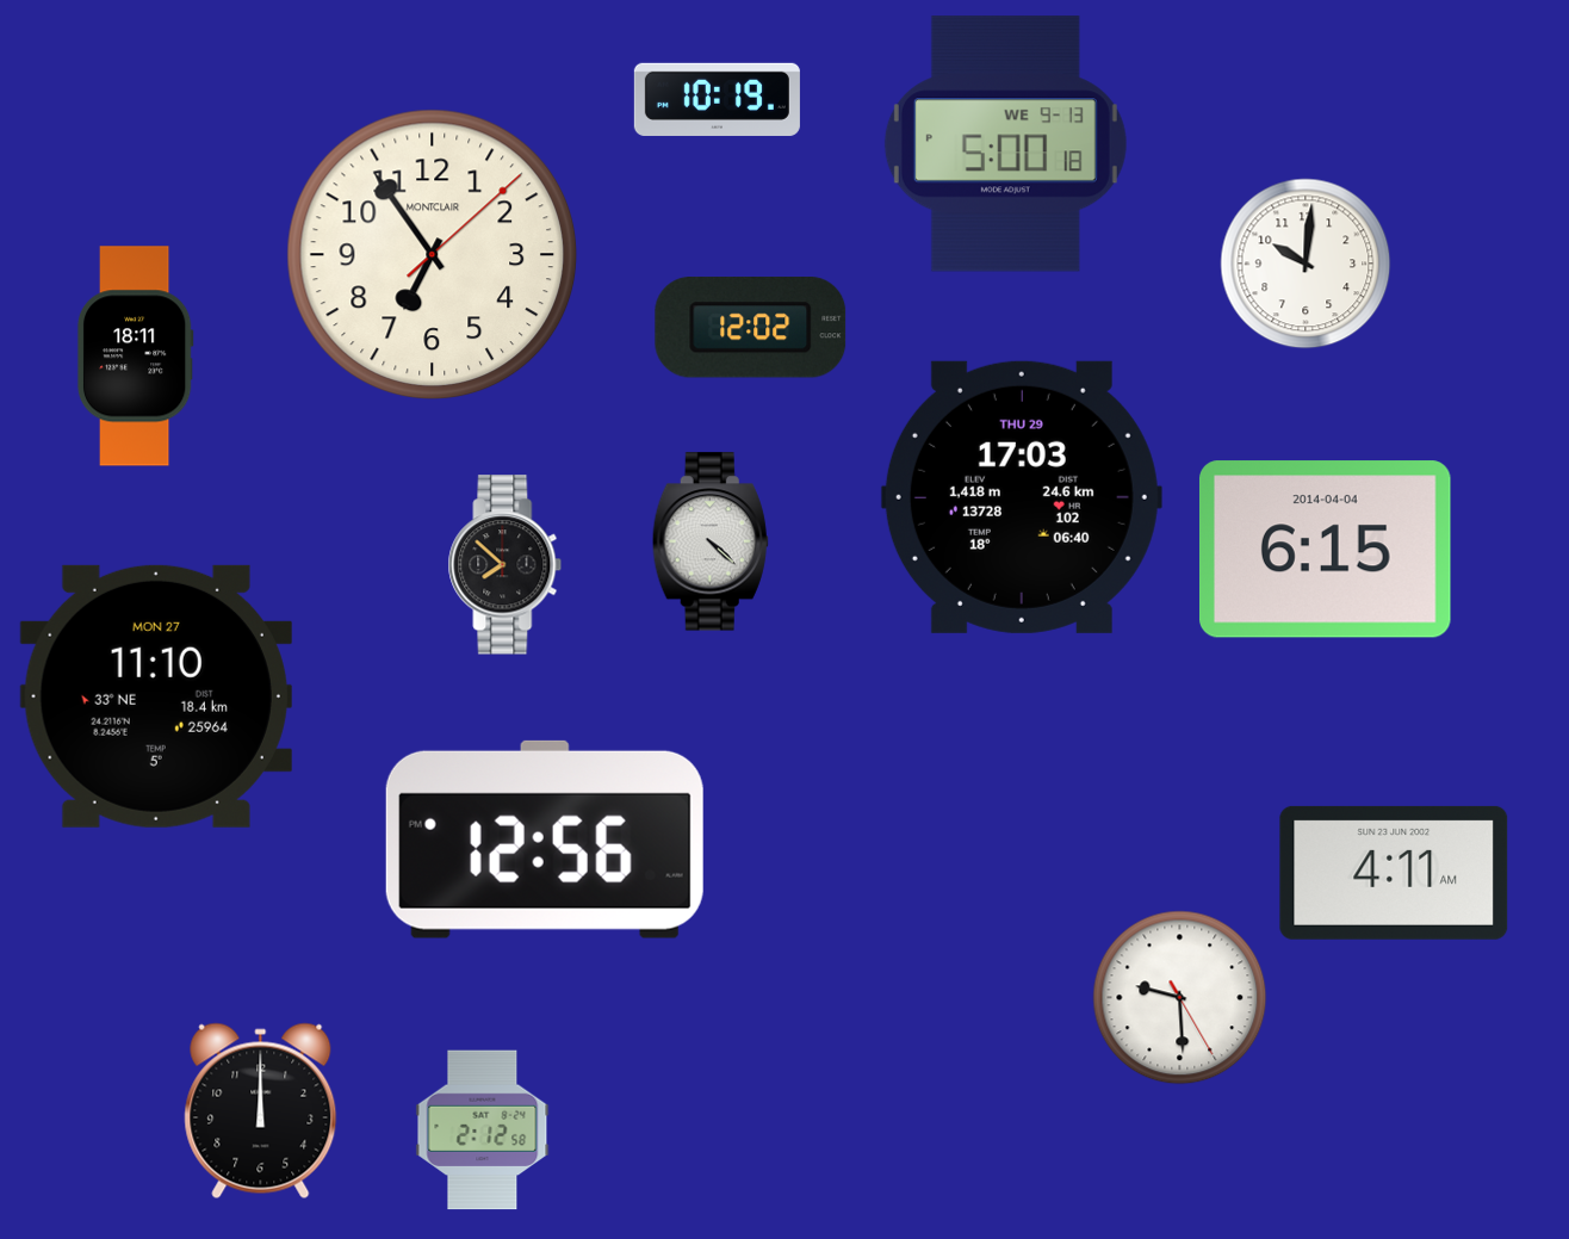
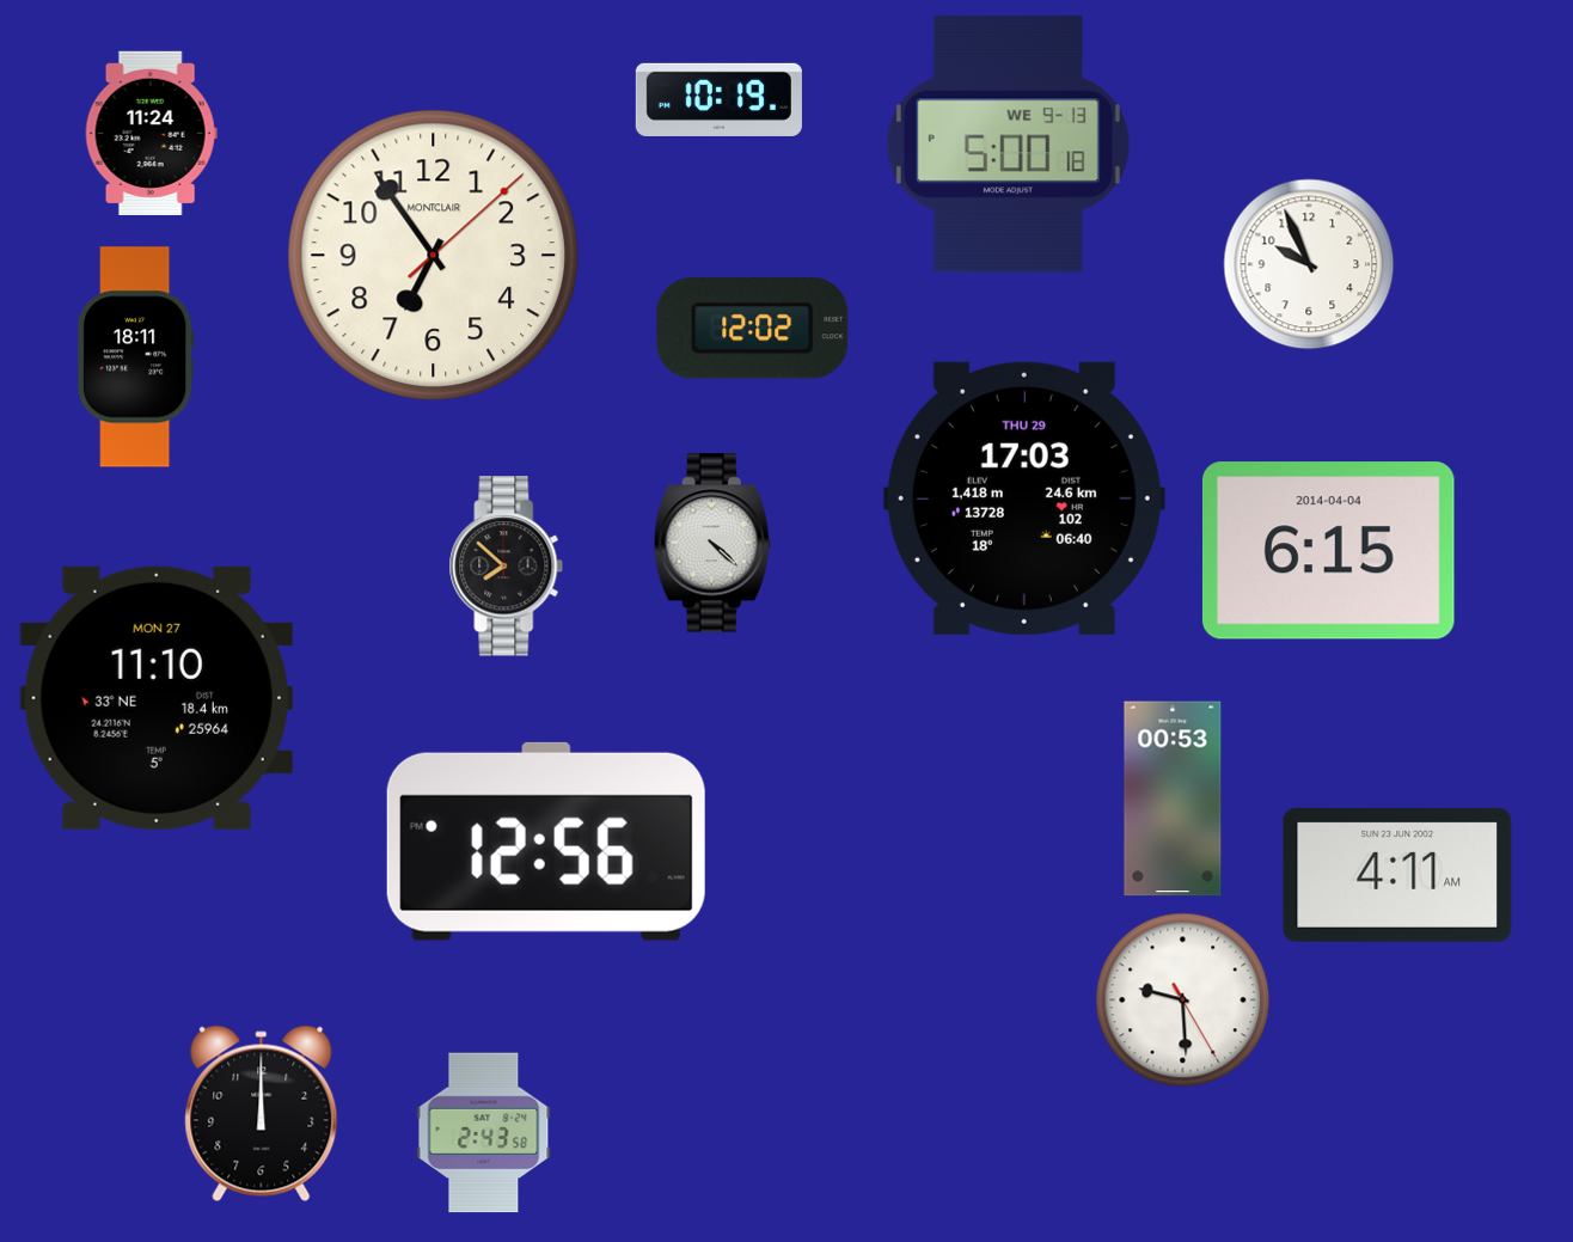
clock at (151, 133): none -> 11:24
clock at (1306, 264): 10:01 -> 9:56
clock at (1173, 799): none -> 00:53
clock at (483, 1130): 2:12 -> 2:43
